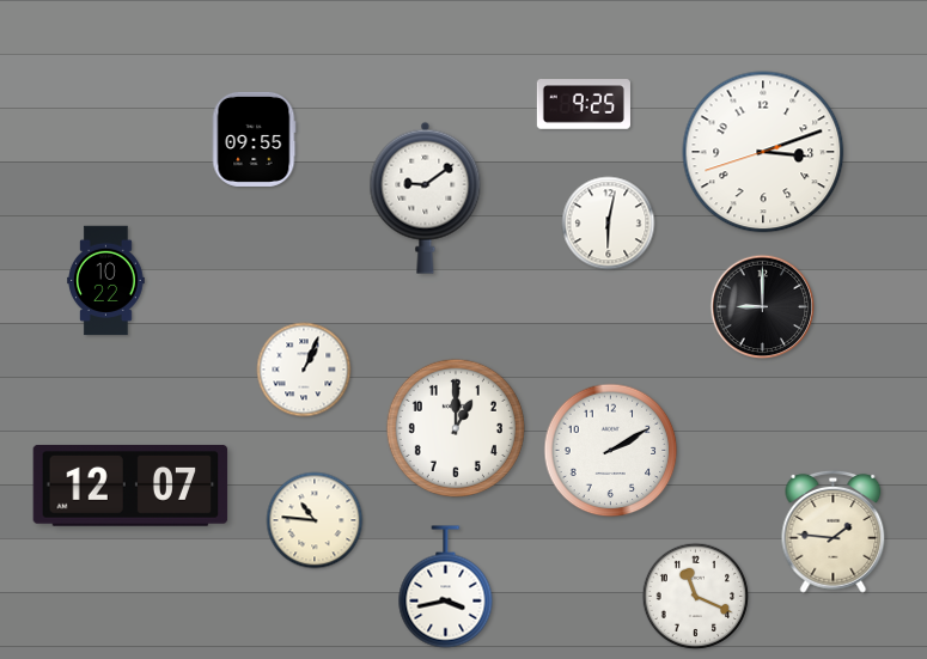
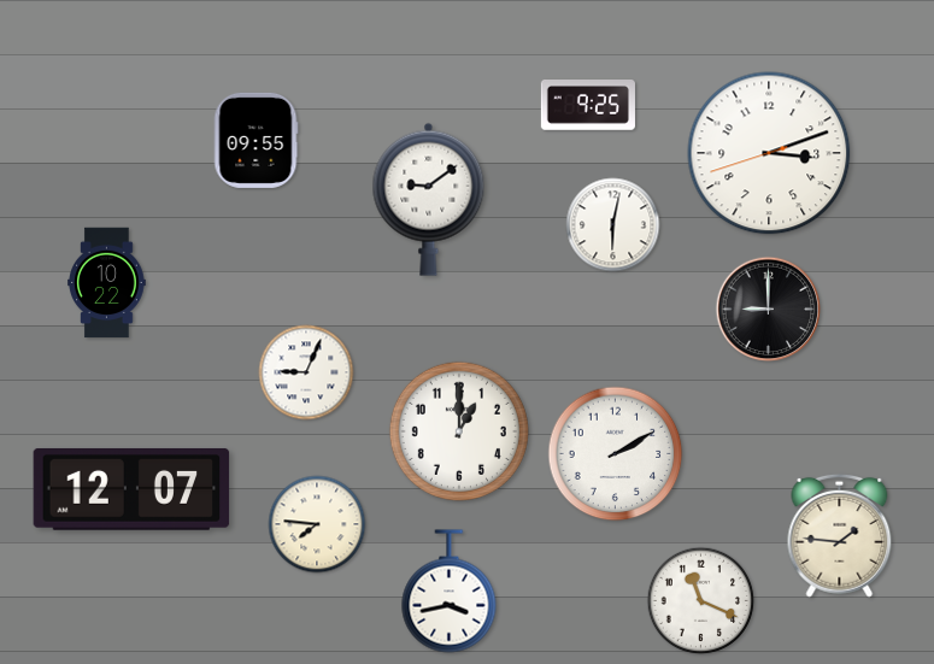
clock at (304, 370): 1:04 -> 9:04
clock at (315, 520): 10:46 -> 7:46
